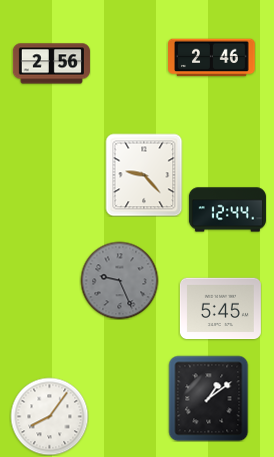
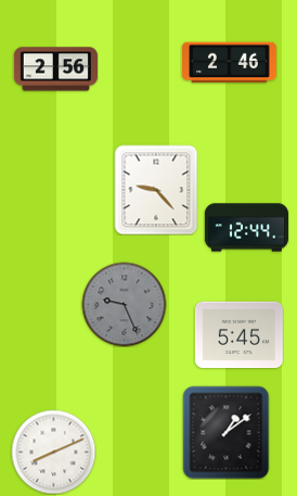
clock at (119, 280) position: (119, 280) -> (124, 304)
clock at (49, 416): 8:06 -> 8:11
